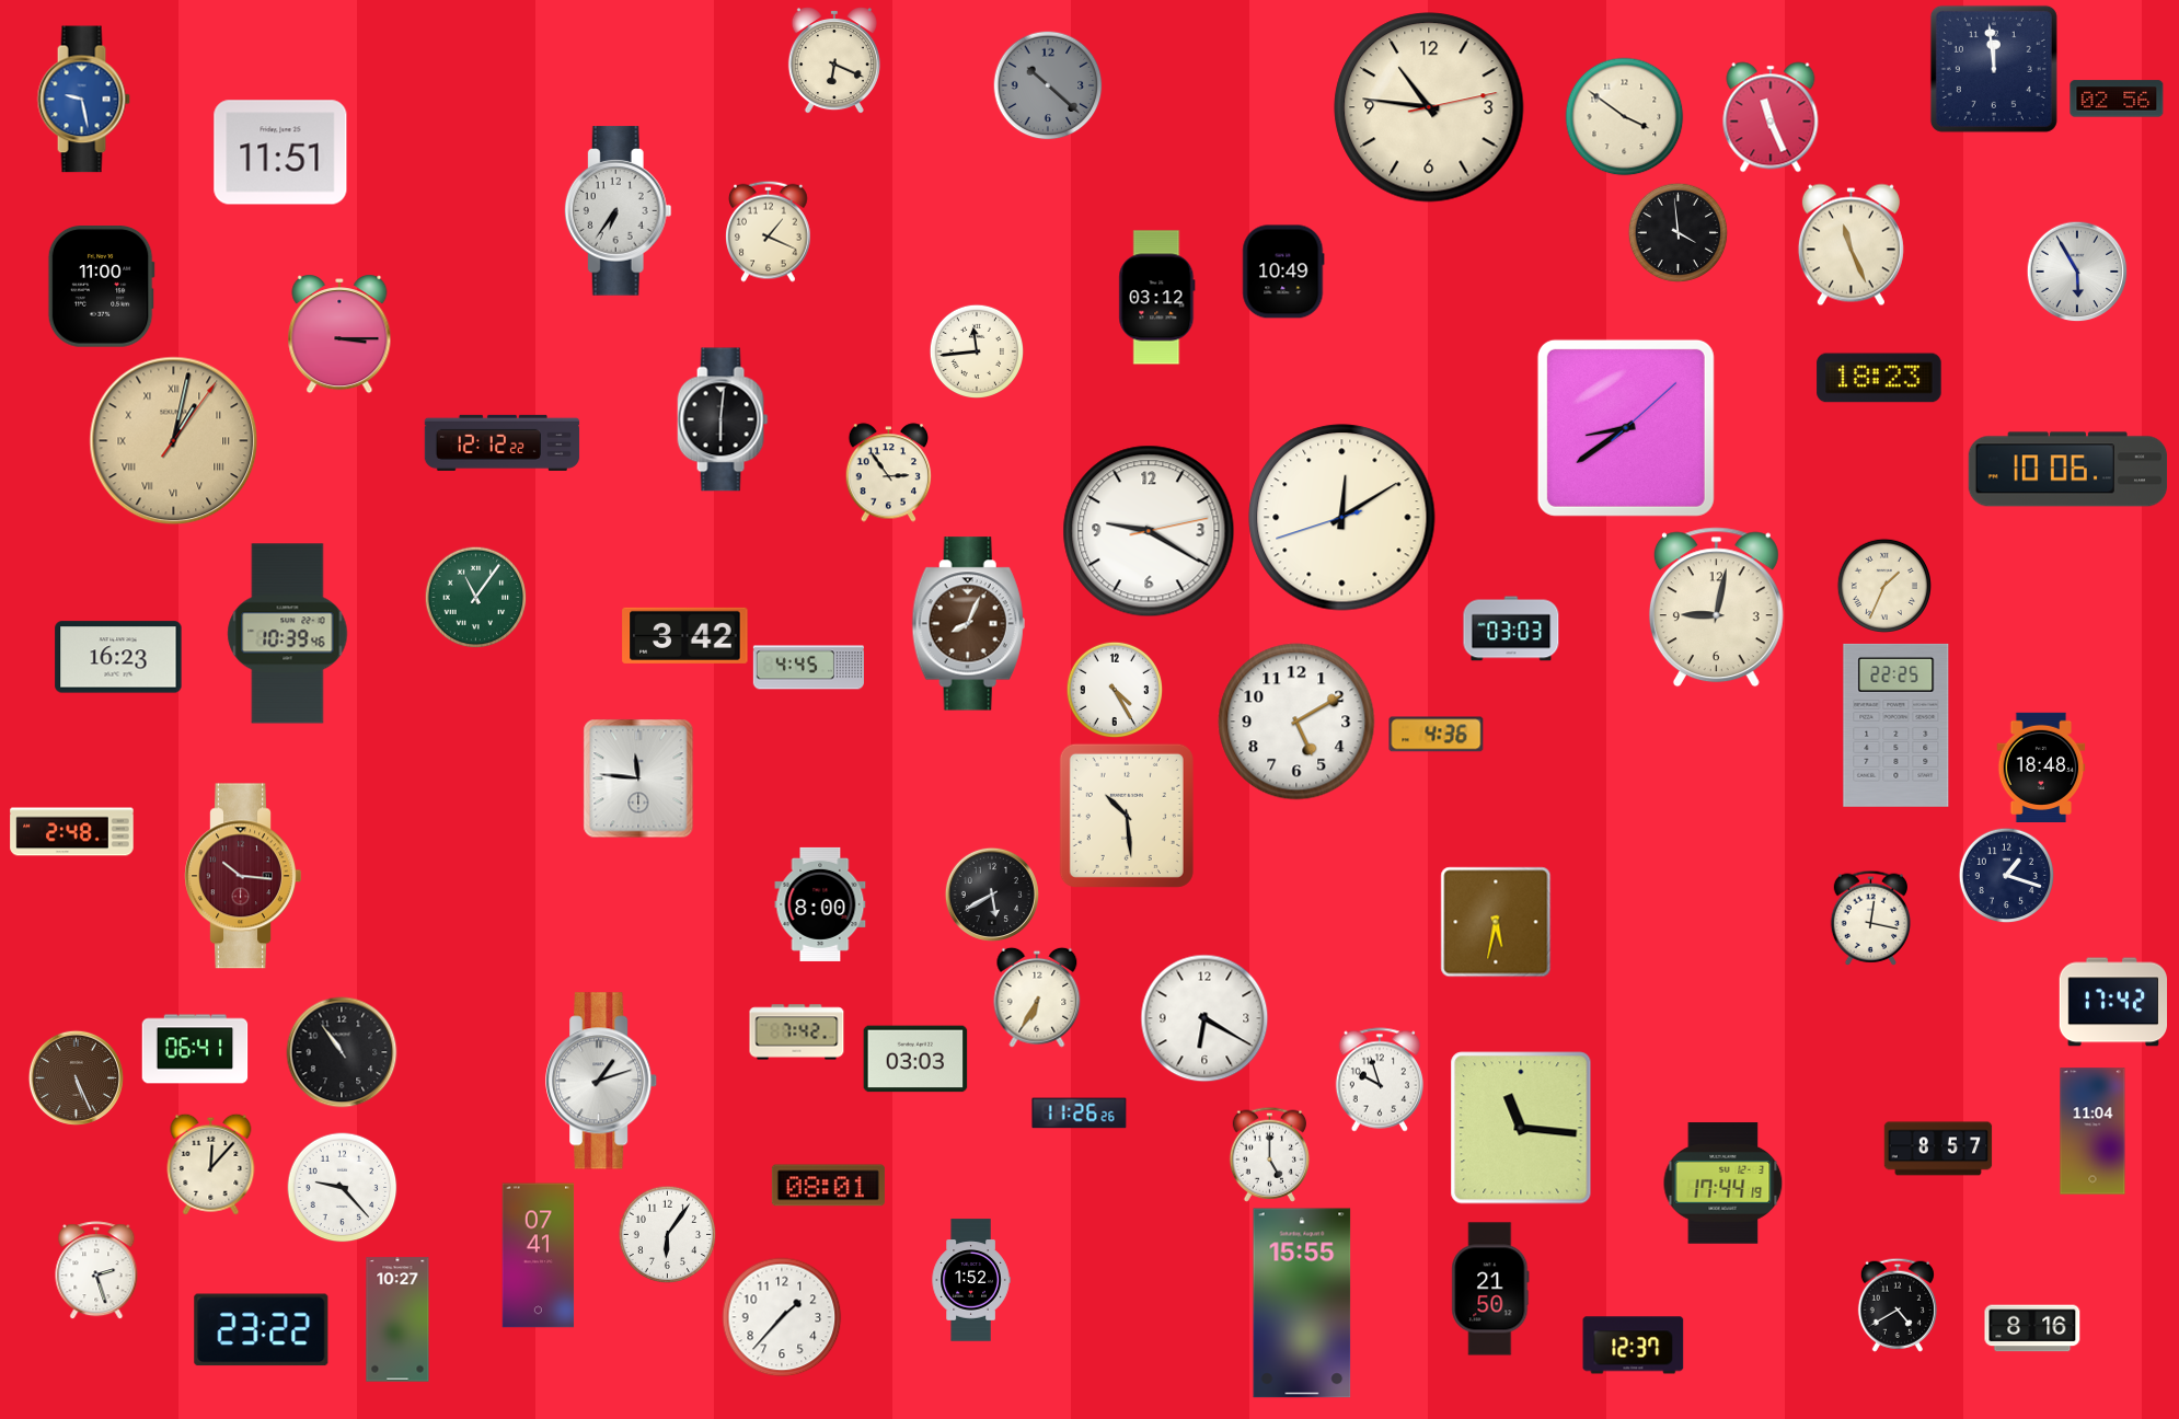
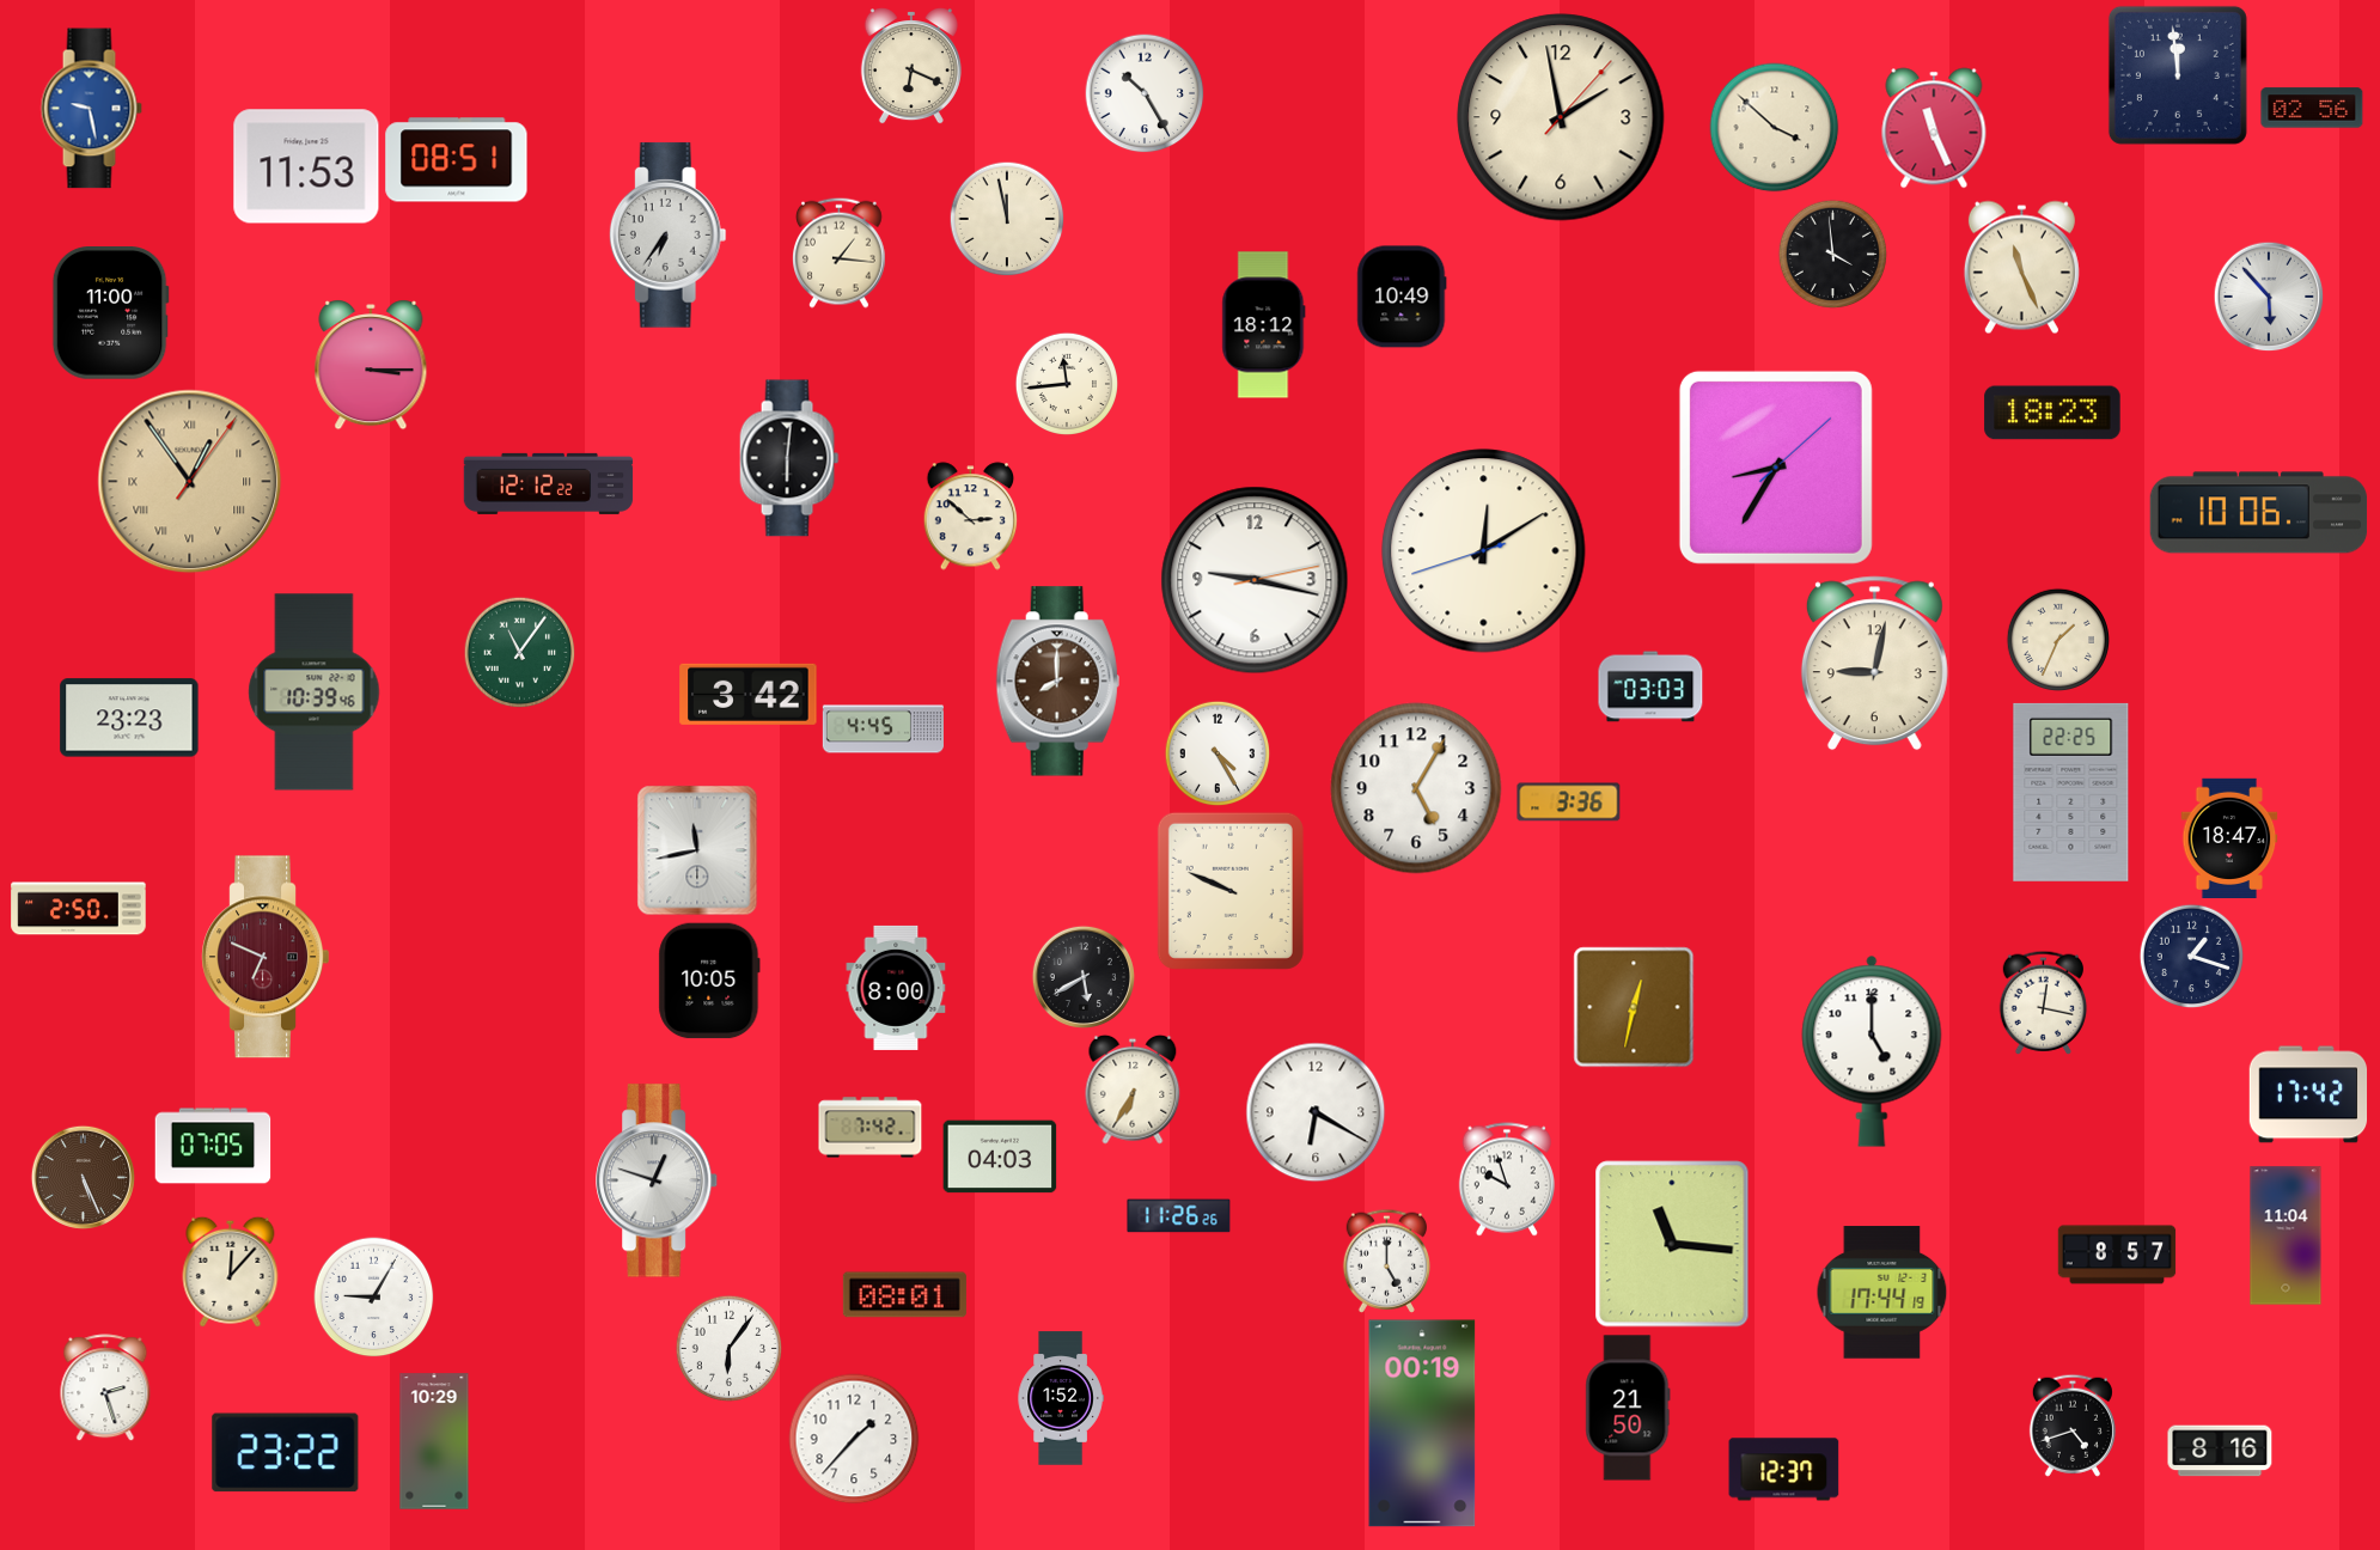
clock at (1048, 85): 10:22 -> 10:25
clock at (1048, 85) dial: grey -> white
clock at (1429, 107): 10:46 -> 1:58
clock at (1625, 117): 3:51 -> 3:52
clock at (457, 160): none -> 08:51
clock at (280, 152): 11:51 -> 11:53
clock at (1007, 219): none -> 11:58
clock at (618, 211) position: (618, 211) -> (667, 236)
clock at (769, 231): 1:19 -> 1:16
clock at (2077, 272): 5:55 -> 5:53
clock at (1157, 298): 03:12 -> 18:12
clock at (1626, 428): 8:39 -> 8:35
clock at (174, 441): 1:02 -> 12:54
clock at (889, 473): 2:54 -> 2:52
clock at (1342, 518) position: (1342, 518) -> (1484, 551)
clock at (1149, 531): 9:20 -> 9:17
clock at (968, 624): 8:04 -> 8:00
clock at (118, 657): 16:23 -> 23:23
clock at (1296, 722): 5:10 -> 5:05
clock at (1437, 735): 4:36 -> 3:36
clock at (2041, 766): 18:48 -> 18:47
clock at (638, 778): 11:46 -> 11:43
clock at (1127, 816): 10:29 -> 9:49
clock at (72, 832): 2:48 -> 2:50
clock at (242, 876): 10:16 -> 6:49
clock at (709, 981): none -> 10:05
clock at (1496, 922): 5:32 -> 12:32
clock at (1872, 1051): none -> 5:00
clock at (195, 1049): 06:41 -> 07:05
clock at (342, 1052): 10:54 -> none
clock at (915, 1059): 03:03 -> 04:03
clock at (602, 1081): 1:12 -> 12:48
clock at (1521, 1128) position: (1521, 1128) -> (1672, 1244)
clock at (343, 1188): 9:23 -> 9:05
clock at (539, 1256): 07:41 -> none
clock at (1302, 1303): 15:55 -> 00:19
clock at (1898, 1305): 4:40 -> 4:42
clock at (397, 1319): 10:27 -> 10:29
